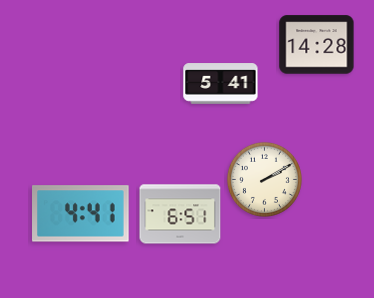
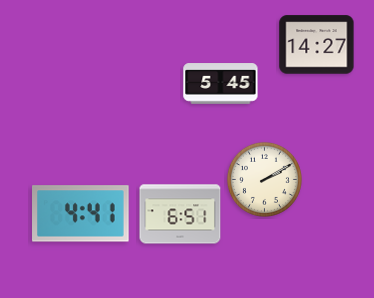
clock at (317, 45): 14:28 -> 14:27
clock at (221, 84): 5:41 -> 5:45
